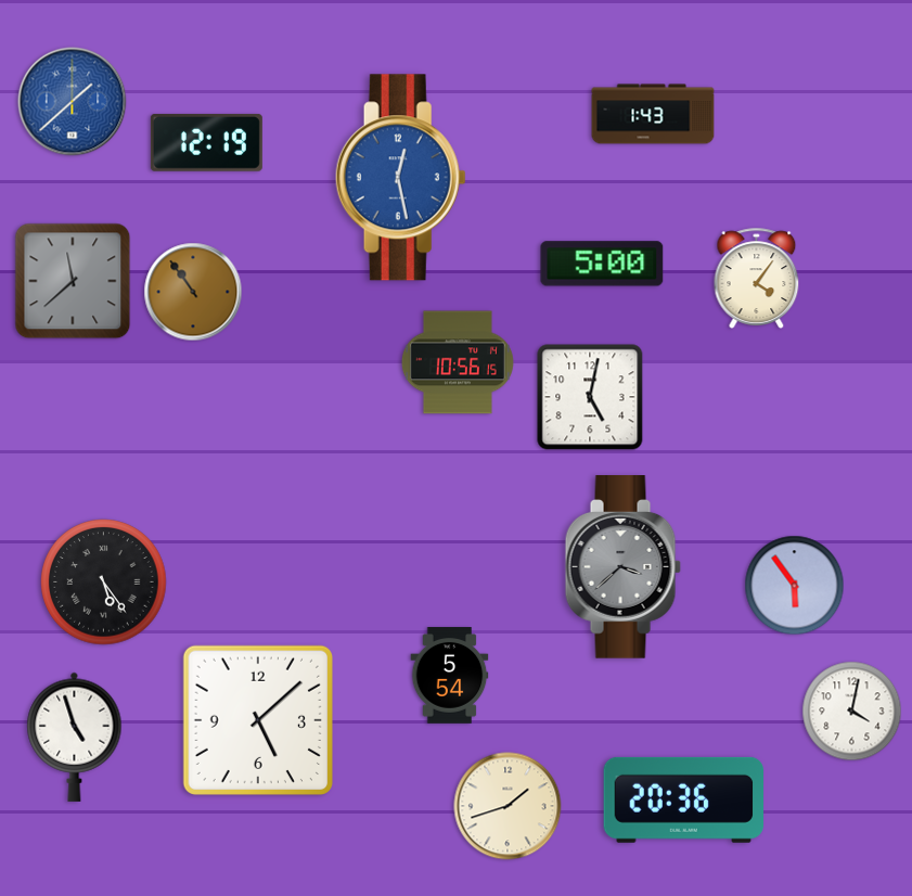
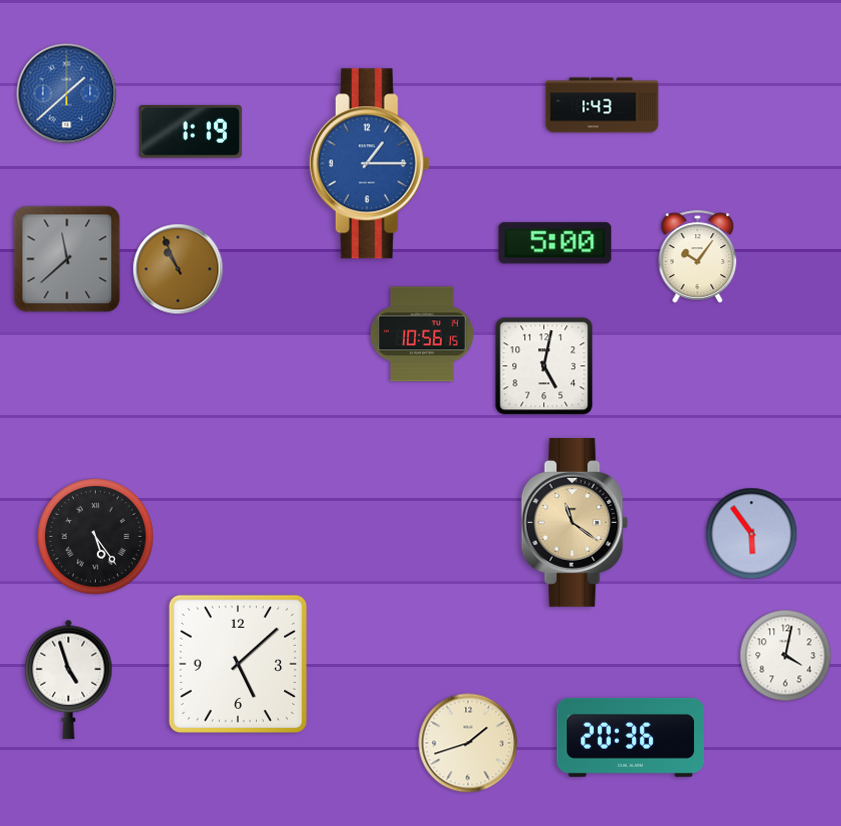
clock at (206, 142): 12:19 -> 1:19
clock at (400, 178): 12:28 -> 1:15
clock at (757, 278): 4:06 -> 10:06
clock at (193, 292): 10:54 -> 10:56
clock at (622, 567): 3:38 -> 11:21
clock at (622, 567) dial: grey -> champagne
clock at (795, 586) position: (795, 586) -> (752, 534)
clock at (450, 676): 5:54 -> none
